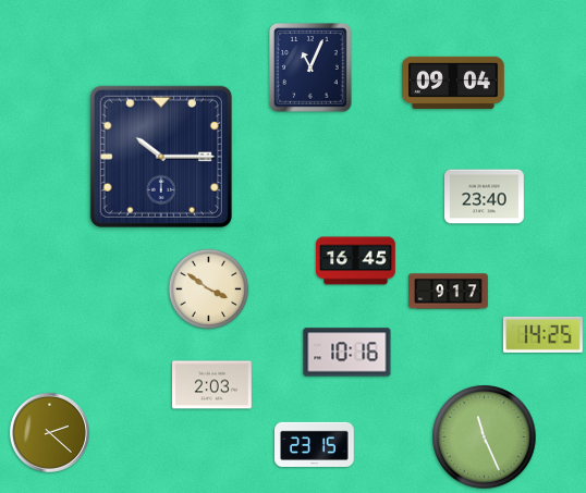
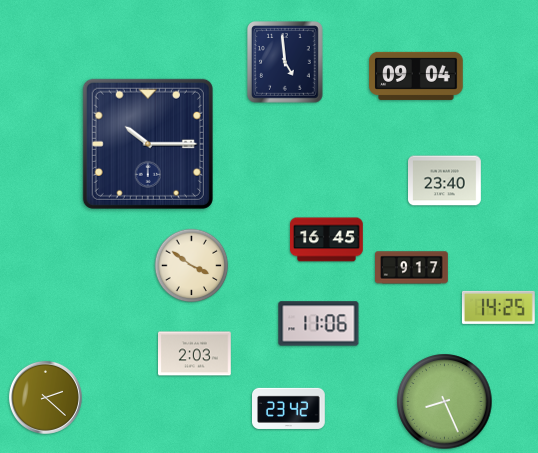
clock at (312, 67): 11:04 -> 4:59
clock at (347, 353): 10:16 -> 11:06
clock at (485, 437): 11:26 -> 8:26
clock at (315, 444): 23:15 -> 23:42
